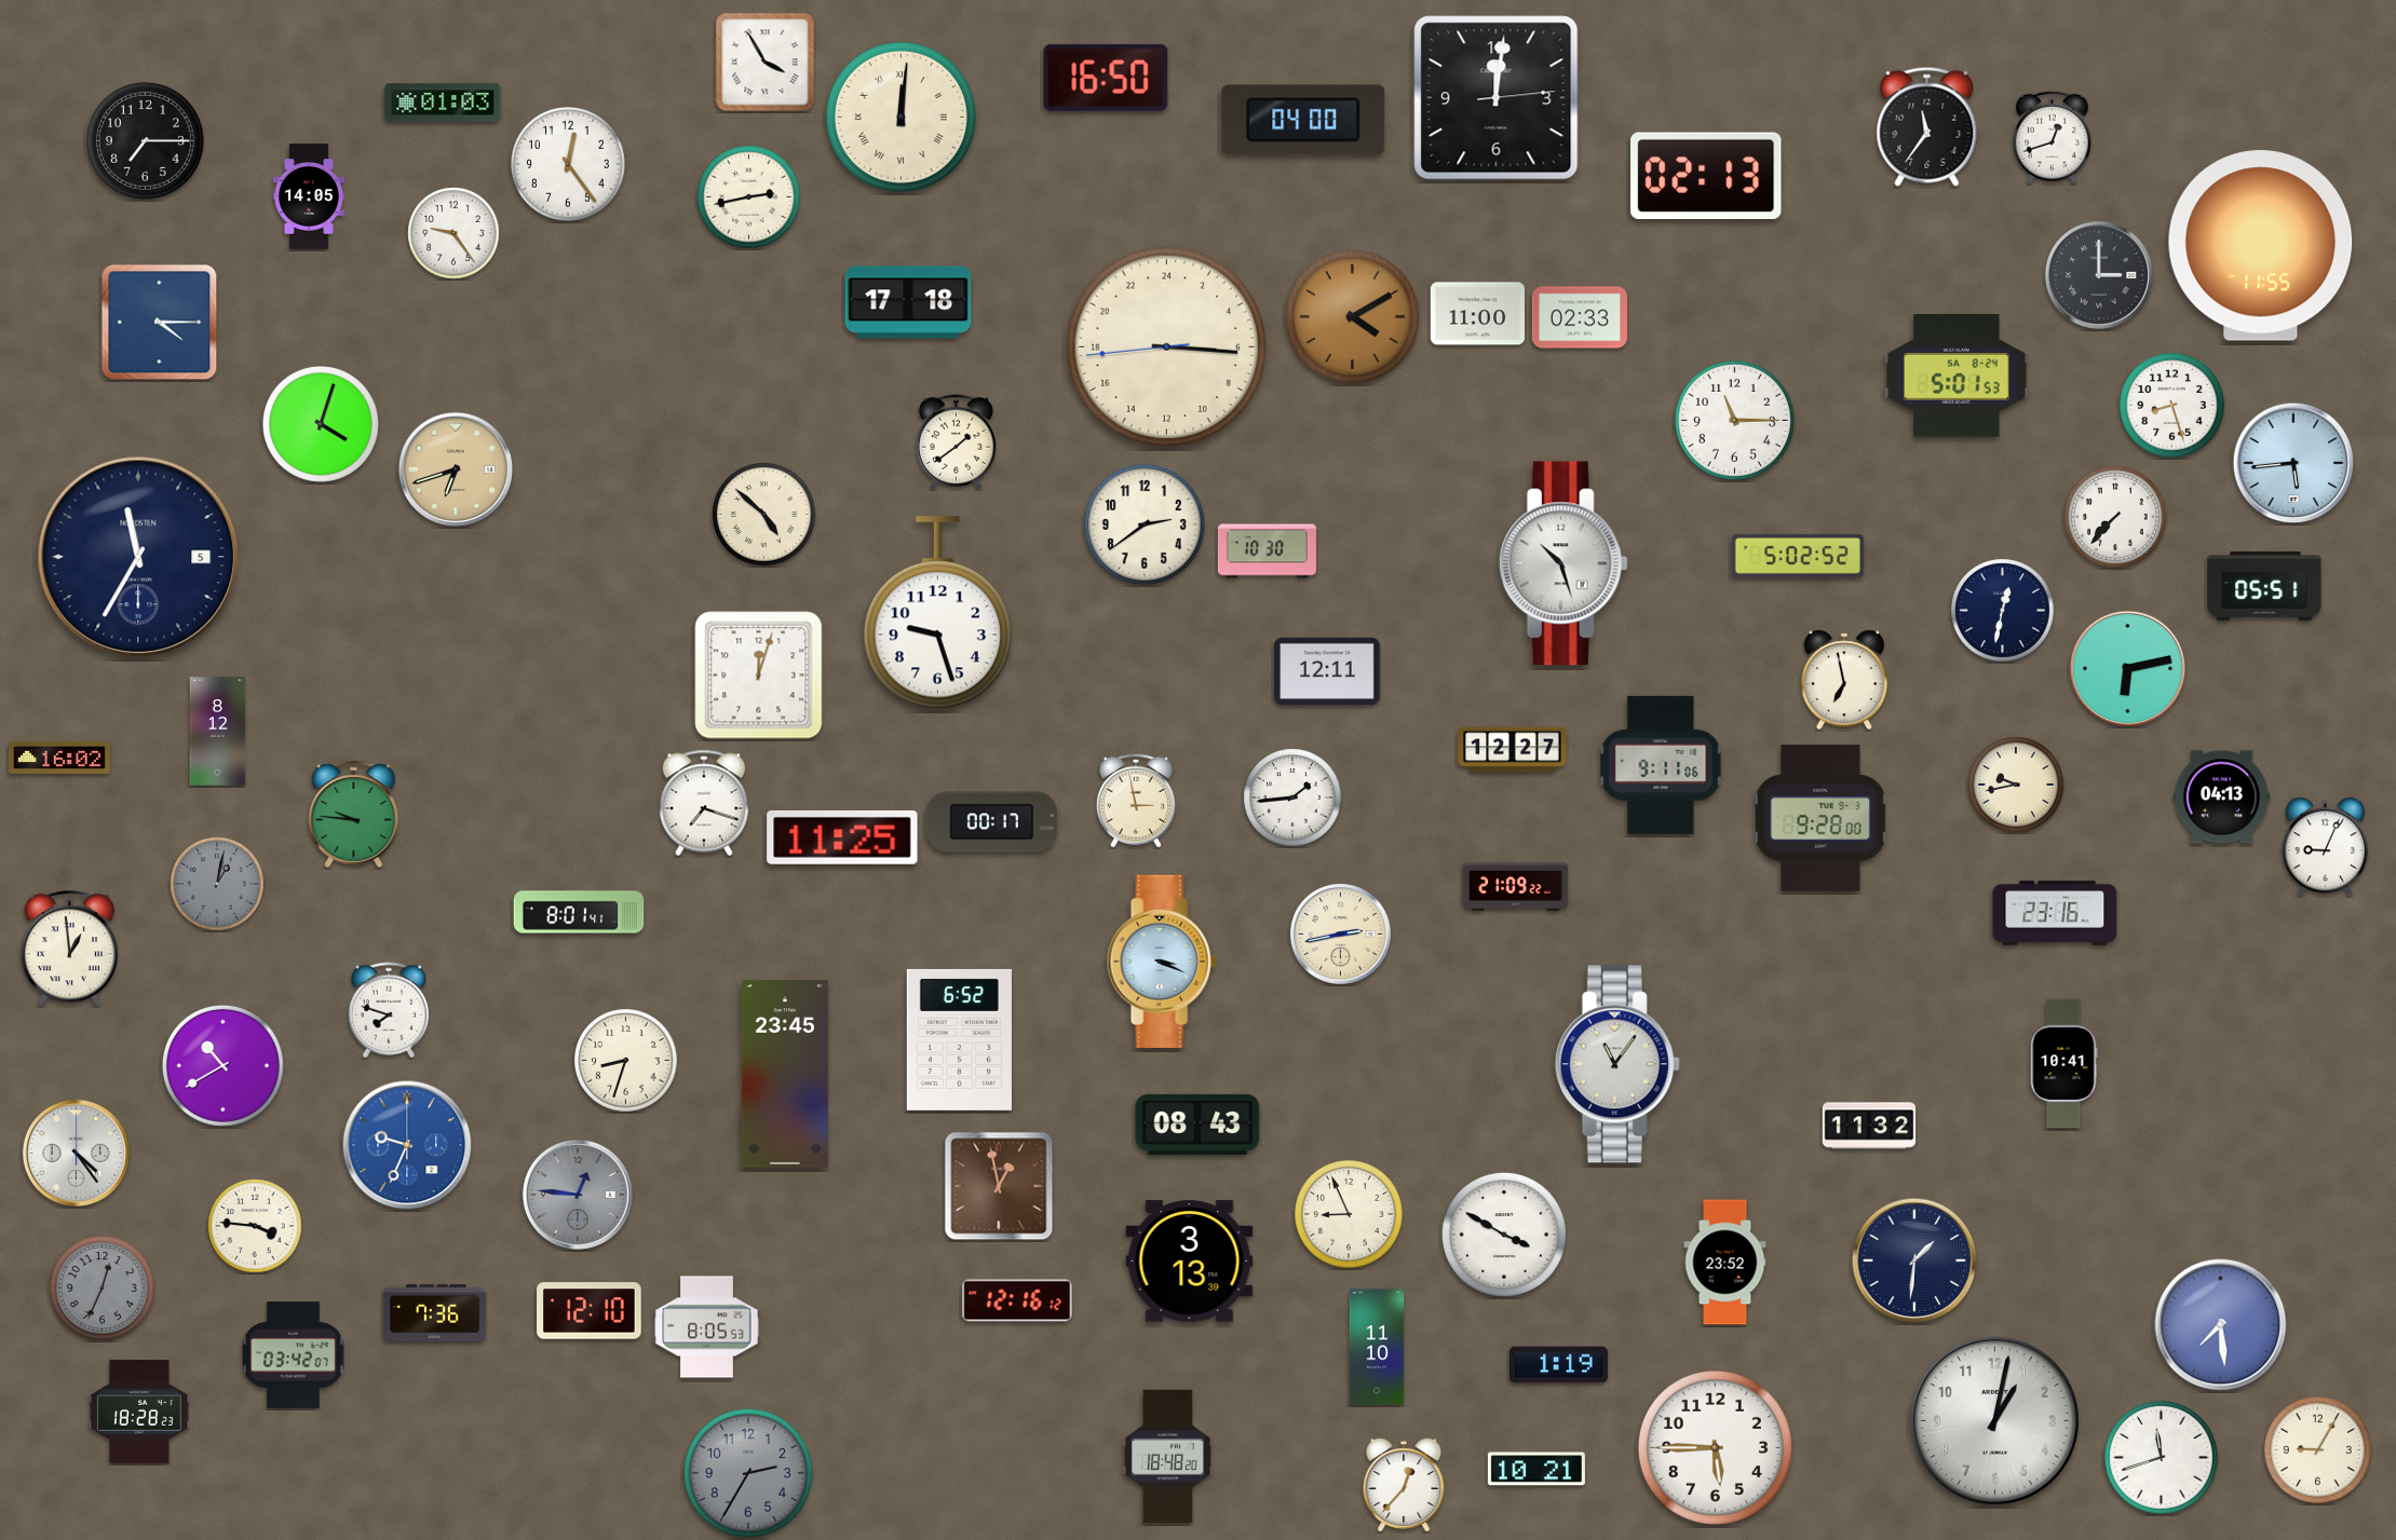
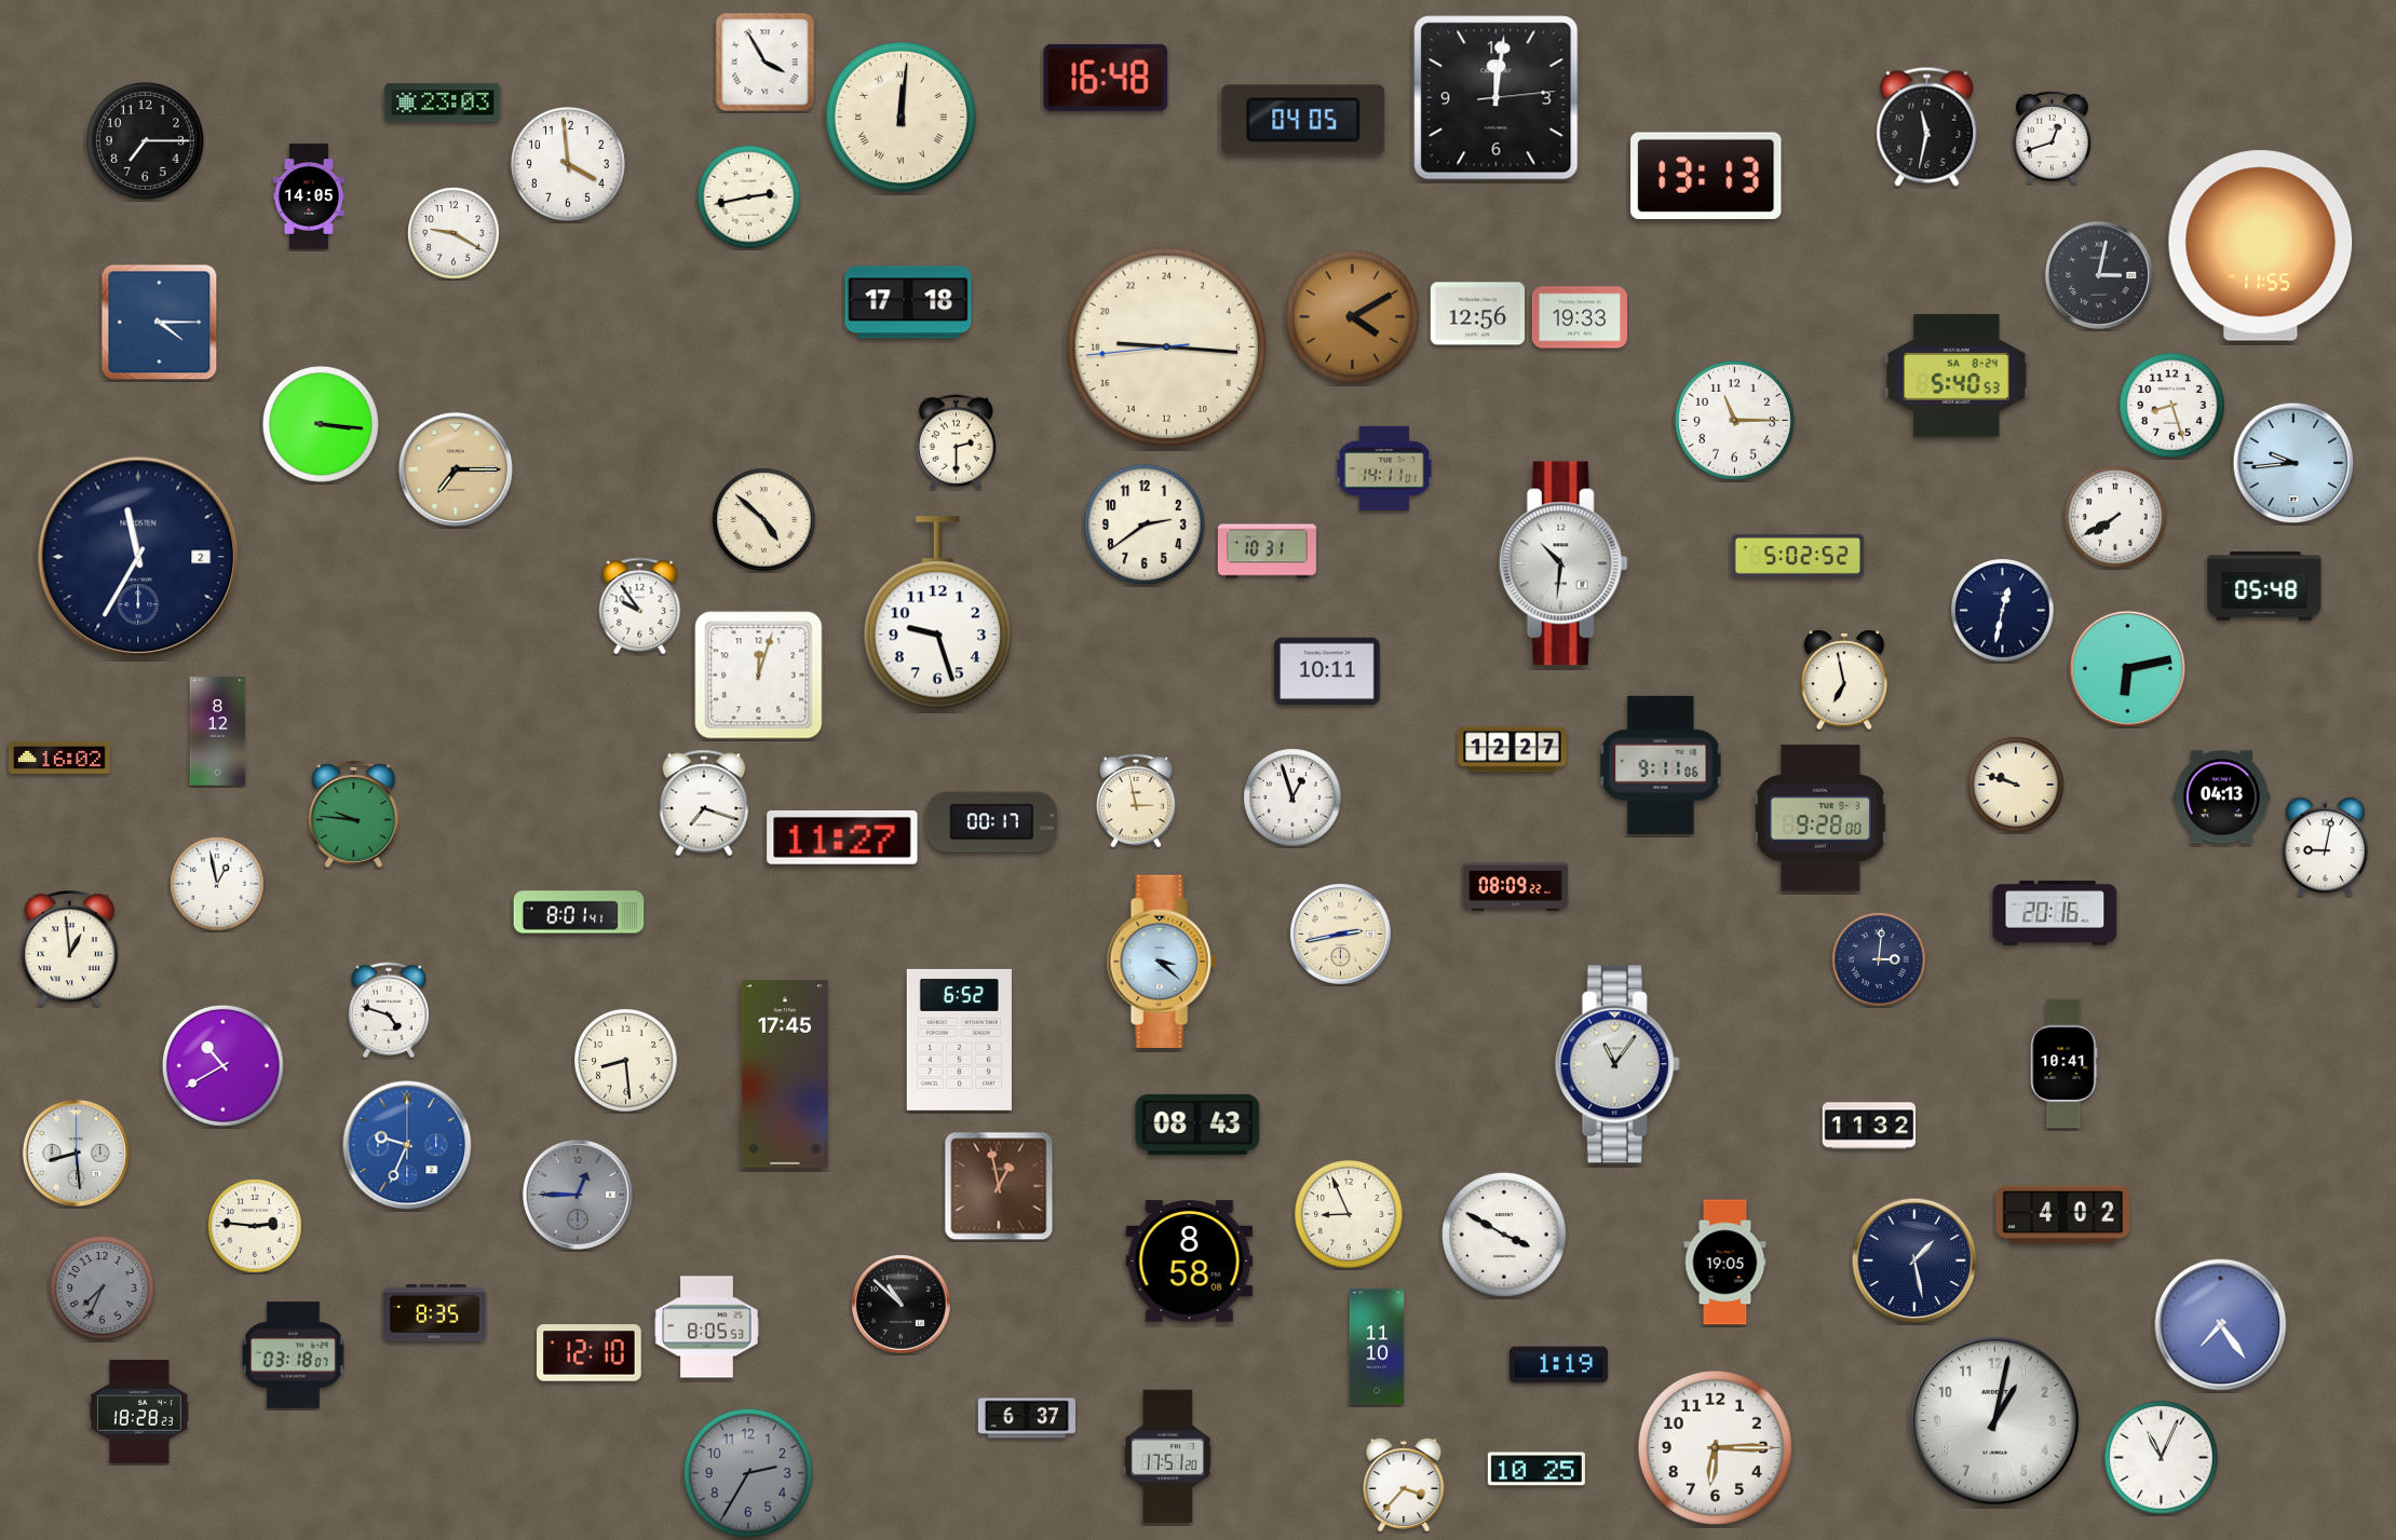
clock at (1106, 78): 16:50 -> 16:48
clock at (443, 103): 01:03 -> 23:03
clock at (1303, 120): 04:00 -> 04:05
clock at (1927, 126): 11:36 -> 11:32
clock at (568, 164): 12:24 -> 3:59
clock at (1706, 176): 02:13 -> 13:13
clock at (454, 233): 9:24 -> 9:20
clock at (2099, 275): 3:00 -> 3:02
clock at (1477, 314): 11:00 -> 12:56
clock at (1579, 317): 02:33 -> 19:33
clock at (1166, 346): 6:15 -> 18:15
clock at (1958, 376): 5:01 -> 5:40
clock at (321, 424): 4:03 -> 3:16
clock at (956, 442): 1:39 -> 2:30
clock at (2293, 463): 5:44 -> 9:44
clock at (1384, 468): none -> 14:11
clock at (456, 469): 6:42 -> 7:15
clock at (764, 515) position: (764, 515) -> (764, 520)
clock at (2115, 517): 7:37 -> 7:40
clock at (1267, 551): 10:30 -> 10:31
clock at (138, 557) date: 5 -> 2
clock at (1564, 563): 10:27 -> 10:31
clock at (2264, 586): 05:51 -> 05:48
clock at (640, 605): none -> 9:54
clock at (1327, 671): 12:11 -> 10:11
clock at (2016, 785): 9:43 -> 9:48
clock at (1292, 798): 1:44 -> 12:57
clock at (842, 837): 11:25 -> 11:27
clock at (2325, 847): 9:04 -> 9:02
clock at (217, 884): 1:02 -> 12:58
clock at (217, 884) dial: grey -> white
clock at (1516, 887): 21:09 -> 08:09
clock at (2055, 913): 23:16 -> 20:16
clock at (1879, 959): none -> 3:01
clock at (1162, 962): 3:19 -> 3:22
clock at (388, 1010): 7:48 -> 4:48
clock at (626, 1061): 8:33 -> 8:29
clock at (785, 1074): 23:45 -> 17:45
clock at (76, 1153): 4:24 -> 8:29
clock at (578, 1195): 12:46 -> 12:45
clock at (2063, 1215): none -> 4:02
clock at (255, 1226): 3:46 -> 2:46
clock at (1914, 1260): 1:31 -> 1:28
clock at (1190, 1262): 3:13 -> 8:58
clock at (1725, 1263): 23:52 -> 19:05
clock at (103, 1289): 12:34 -> 7:34
clock at (1017, 1300): 12:16 -> none
clock at (902, 1305): none -> 10:52
clock at (590, 1311) position: (590, 1311) -> (590, 1353)
clock at (435, 1312): 7:36 -> 8:35
clock at (2221, 1325): 7:29 -> 7:24
clock at (294, 1355): 03:42 -> 03:18
clock at (1027, 1418): none -> 6:37
clock at (1715, 1447): 5:45 -> 6:15
clock at (2318, 1450): 9:05 -> none
clock at (1168, 1457): 18:48 -> 17:51
clock at (2162, 1458): 11:42 -> 11:04
clock at (1537, 1469): 10:21 -> 10:25
clock at (1404, 1485): 12:37 -> 3:37
